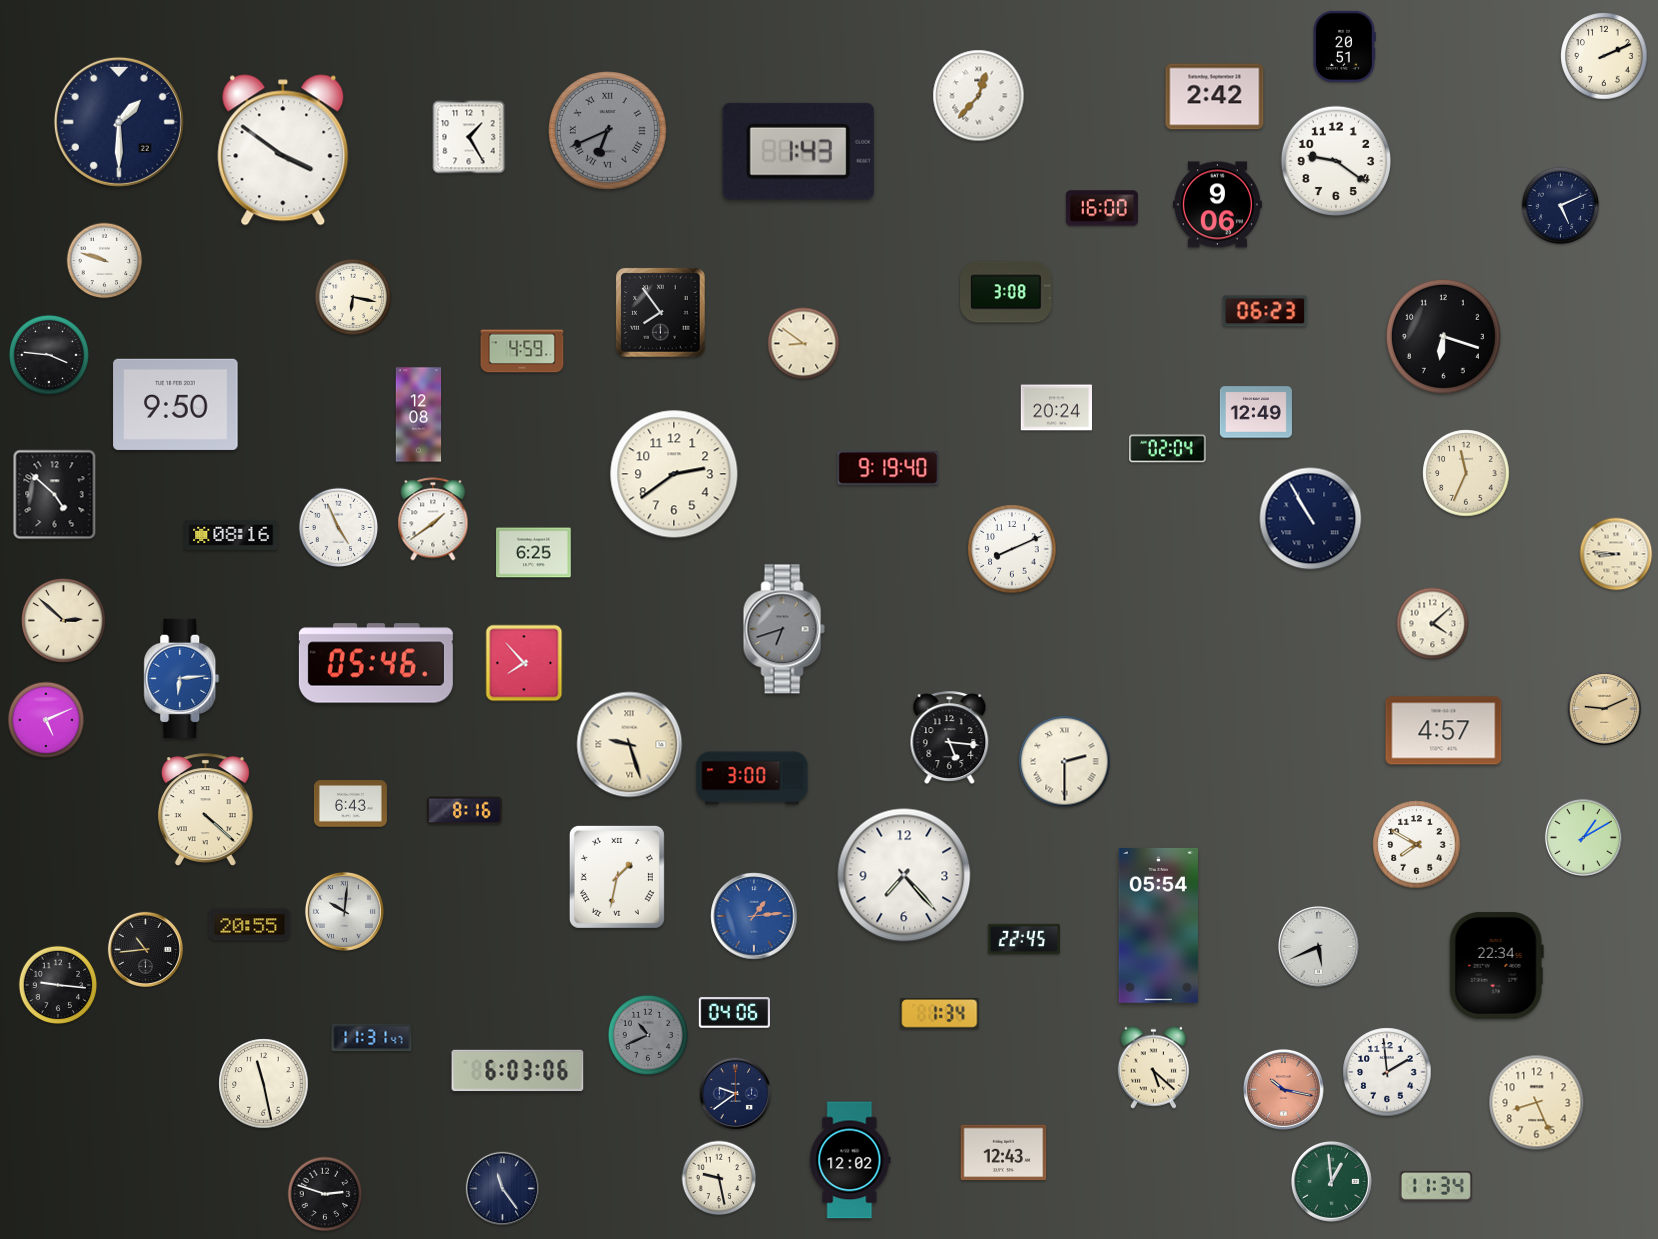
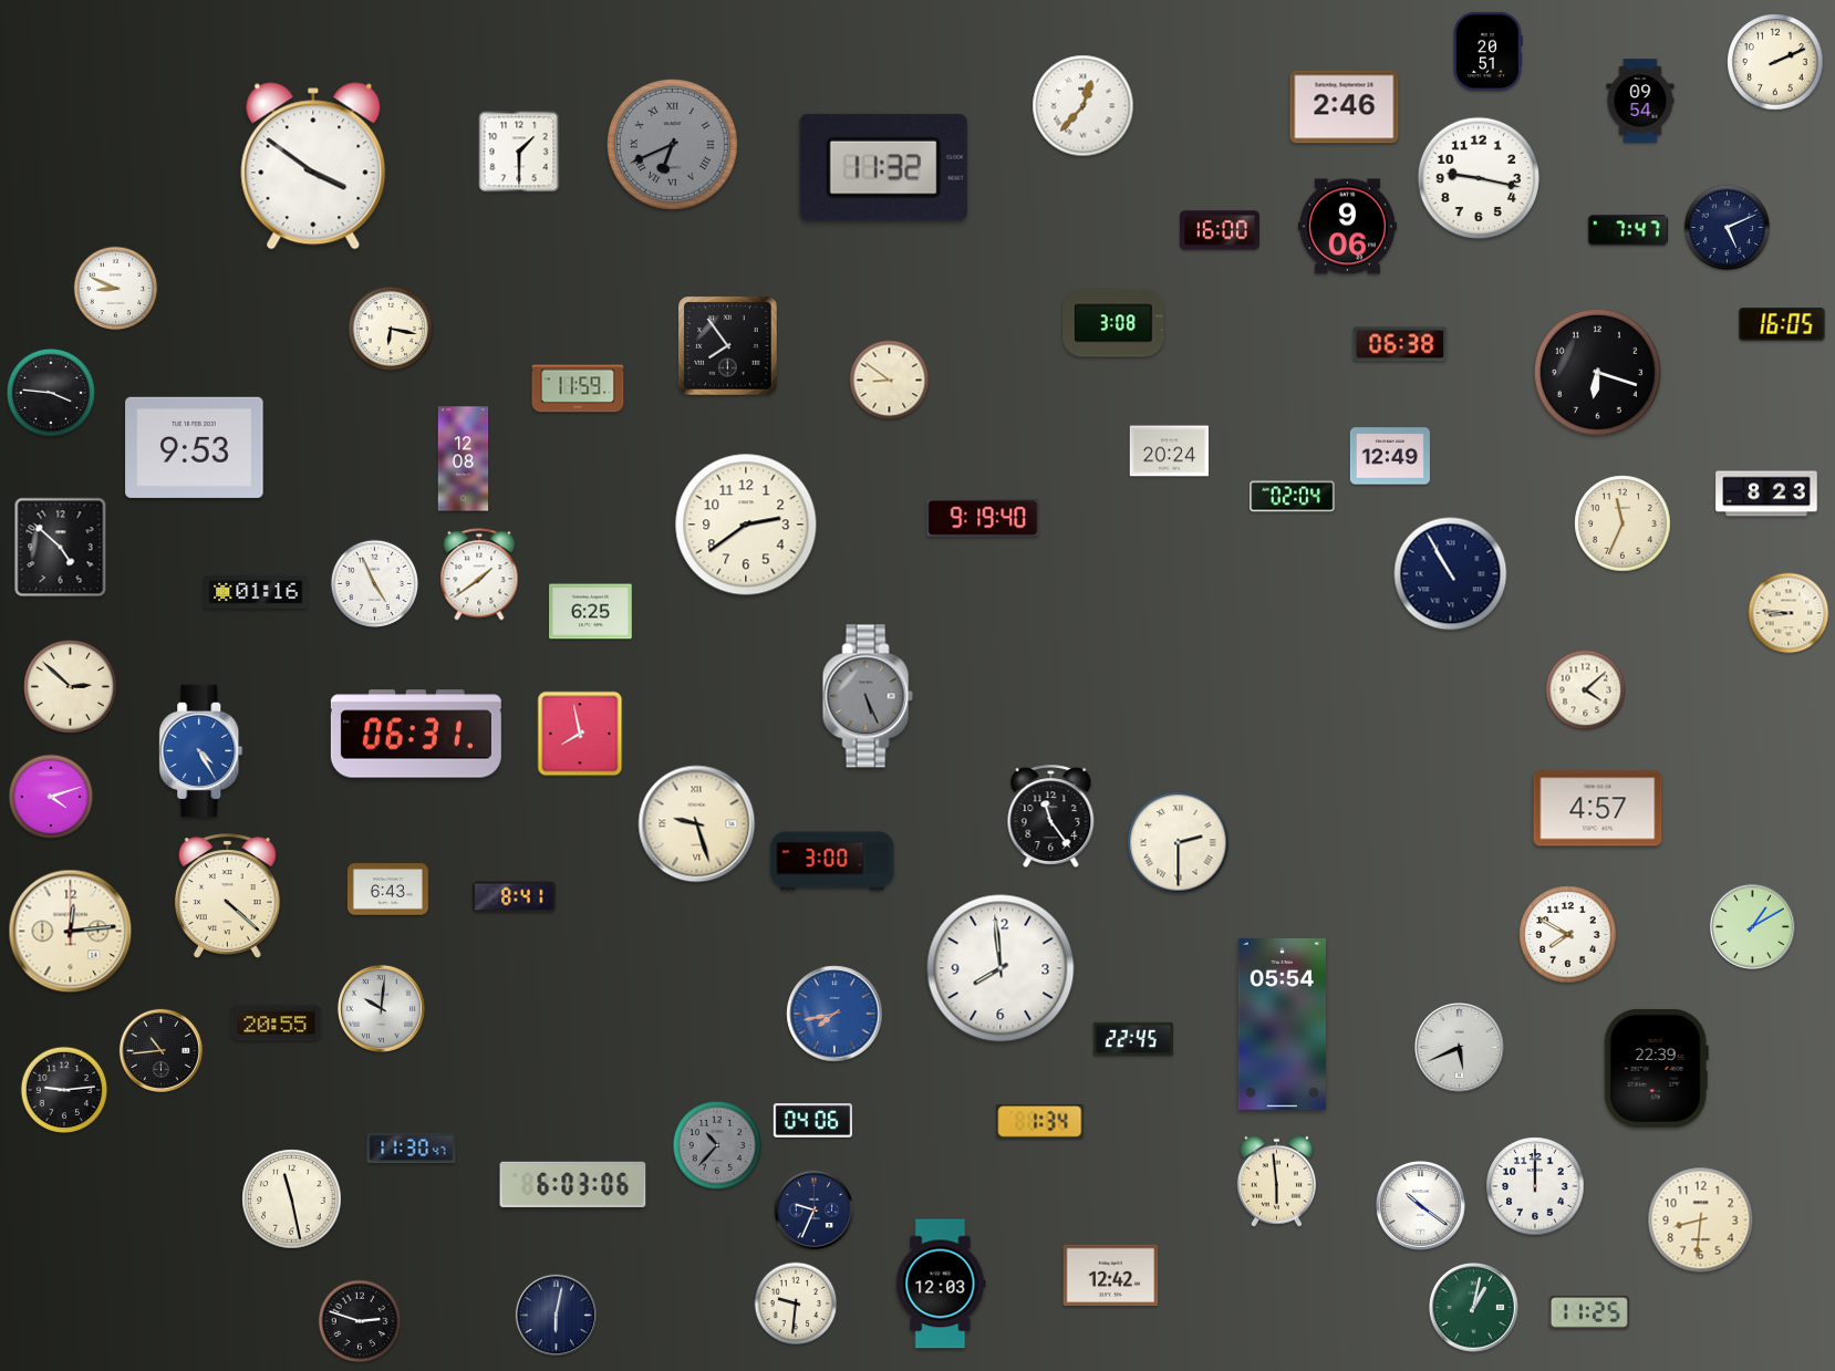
clock at (1640, 101): none -> 09:54
clock at (1215, 97): 2:42 -> 2:46
clock at (119, 122): 1:30 -> none
clock at (469, 137): 1:25 -> 1:30
clock at (798, 151): 1:43 -> 11:32
clock at (1335, 160): 9:21 -> 9:17
clock at (1628, 230): none -> 7:47
clock at (105, 261): 9:48 -> 8:49
clock at (1782, 324): none -> 16:05
clock at (1265, 311): 06:23 -> 06:38
clock at (661, 313) position: (661, 313) -> (728, 346)
clock at (522, 351): 4:59 -> 11:59
clock at (49, 355) position: (49, 355) -> (51, 393)
clock at (176, 404): 9:50 -> 9:53
clock at (1766, 494): none -> 8:23
clock at (231, 535): 08:16 -> 01:16
clock at (1012, 549): 8:11 -> none
clock at (784, 629): 6:42 -> 5:26
clock at (376, 663): 05:46 -> 06:31
clock at (524, 663): 7:53 -> 7:58
clock at (182, 678): 6:14 -> 4:25
clock at (1604, 708): 9:11 -> none
clock at (46, 720): 5:11 -> 4:12
clock at (950, 738): 5:16 -> 11:24
clock at (465, 811): 8:16 -> 8:41
clock at (71, 932): none -> 12:14
clock at (904, 875): 7:23 -> 7:59
clock at (617, 877): 1:32 -> none
clock at (754, 916): 1:14 -> 7:43
clock at (1496, 965): 22:34 -> 22:39
clock at (58, 985): 9:16 -> 9:14
clock at (648, 1035): 10:41 -> 10:37
clock at (372, 1038): 11:31 -> 11:30
clock at (1153, 1067): 5:22 -> 5:59
clock at (1387, 1072): 1:59 -> 12:00
clock at (1283, 1089): 10:17 -> 10:21
clock at (1283, 1089) dial: salmon -> white
clock at (736, 1094): 9:39 -> 9:34
clock at (1537, 1103): 8:26 -> 8:31
clock at (1004, 1153): 12:43 -> 12:42
clock at (850, 1160): 12:02 -> 12:03
clock at (719, 1178): 9:28 -> 9:31
clock at (1331, 1181): 12:59 -> 1:02
clock at (1436, 1186): 11:34 -> 11:25
clock at (502, 1188): 11:24 -> 6:02
